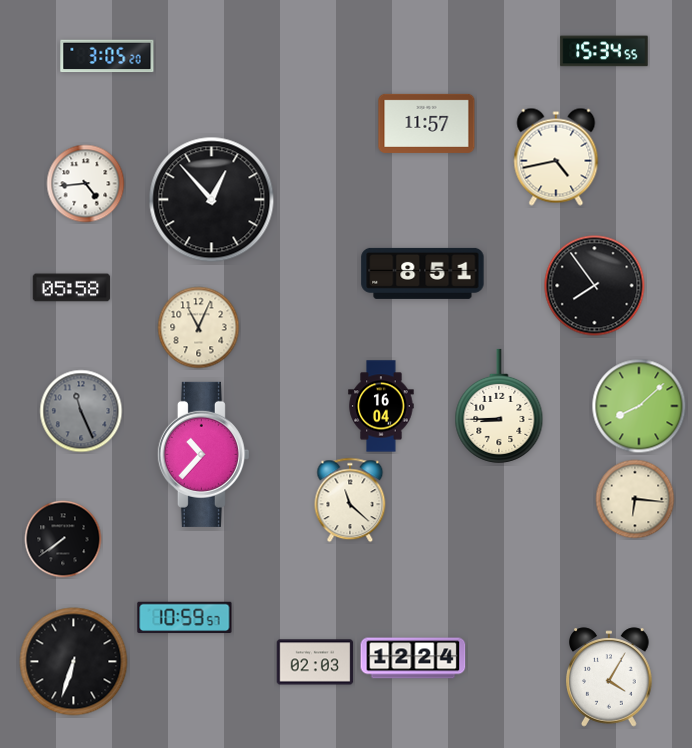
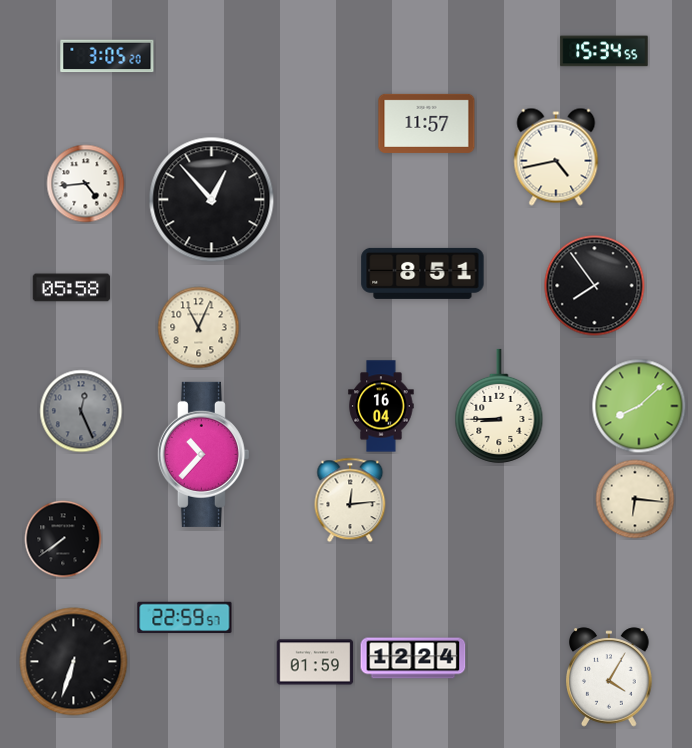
clock at (81, 411): 11:26 -> 12:26
clock at (350, 500): 11:22 -> 12:14
clock at (185, 618): 10:59 -> 22:59
clock at (315, 662): 02:03 -> 01:59
